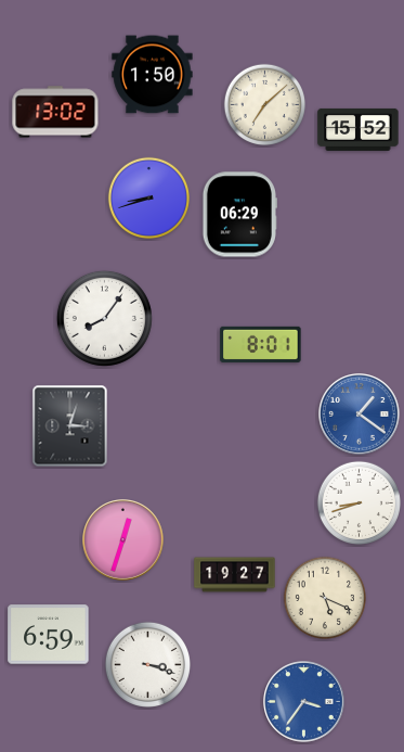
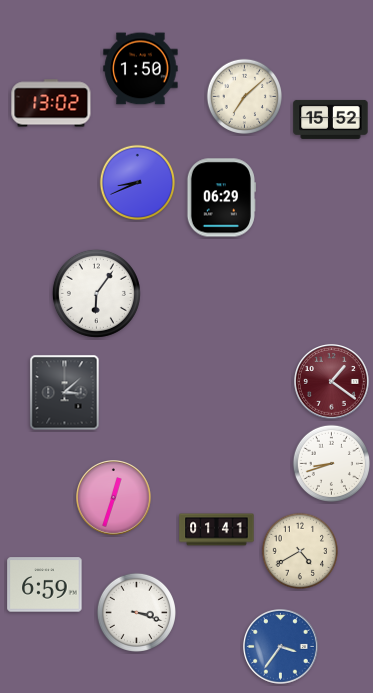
clock at (148, 197): 8:42 -> 8:41
clock at (104, 318): 8:06 -> 6:06
clock at (261, 344): 8:01 -> none
clock at (360, 415) dial: blue -> burgundy
clock at (70, 426): 3:03 -> 3:08
clock at (235, 575): 19:27 -> 01:41
clock at (324, 597): 5:19 -> 4:40
